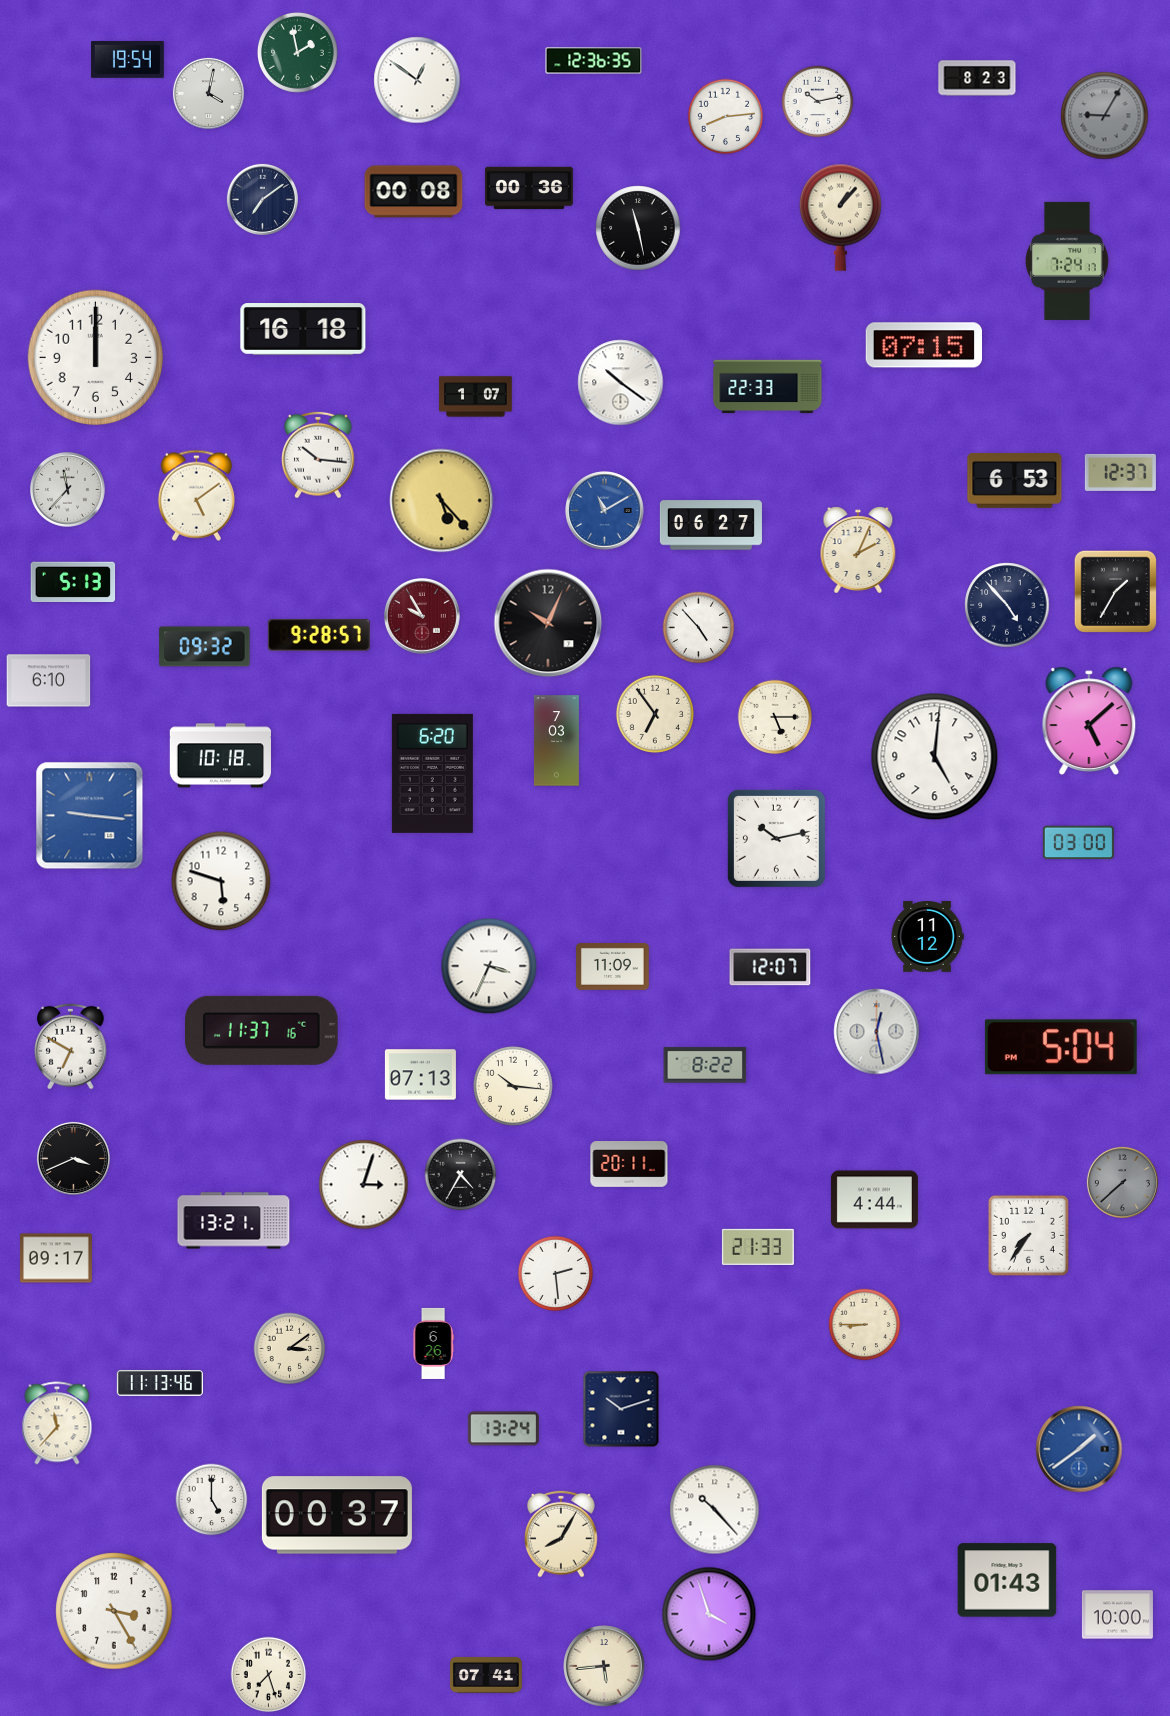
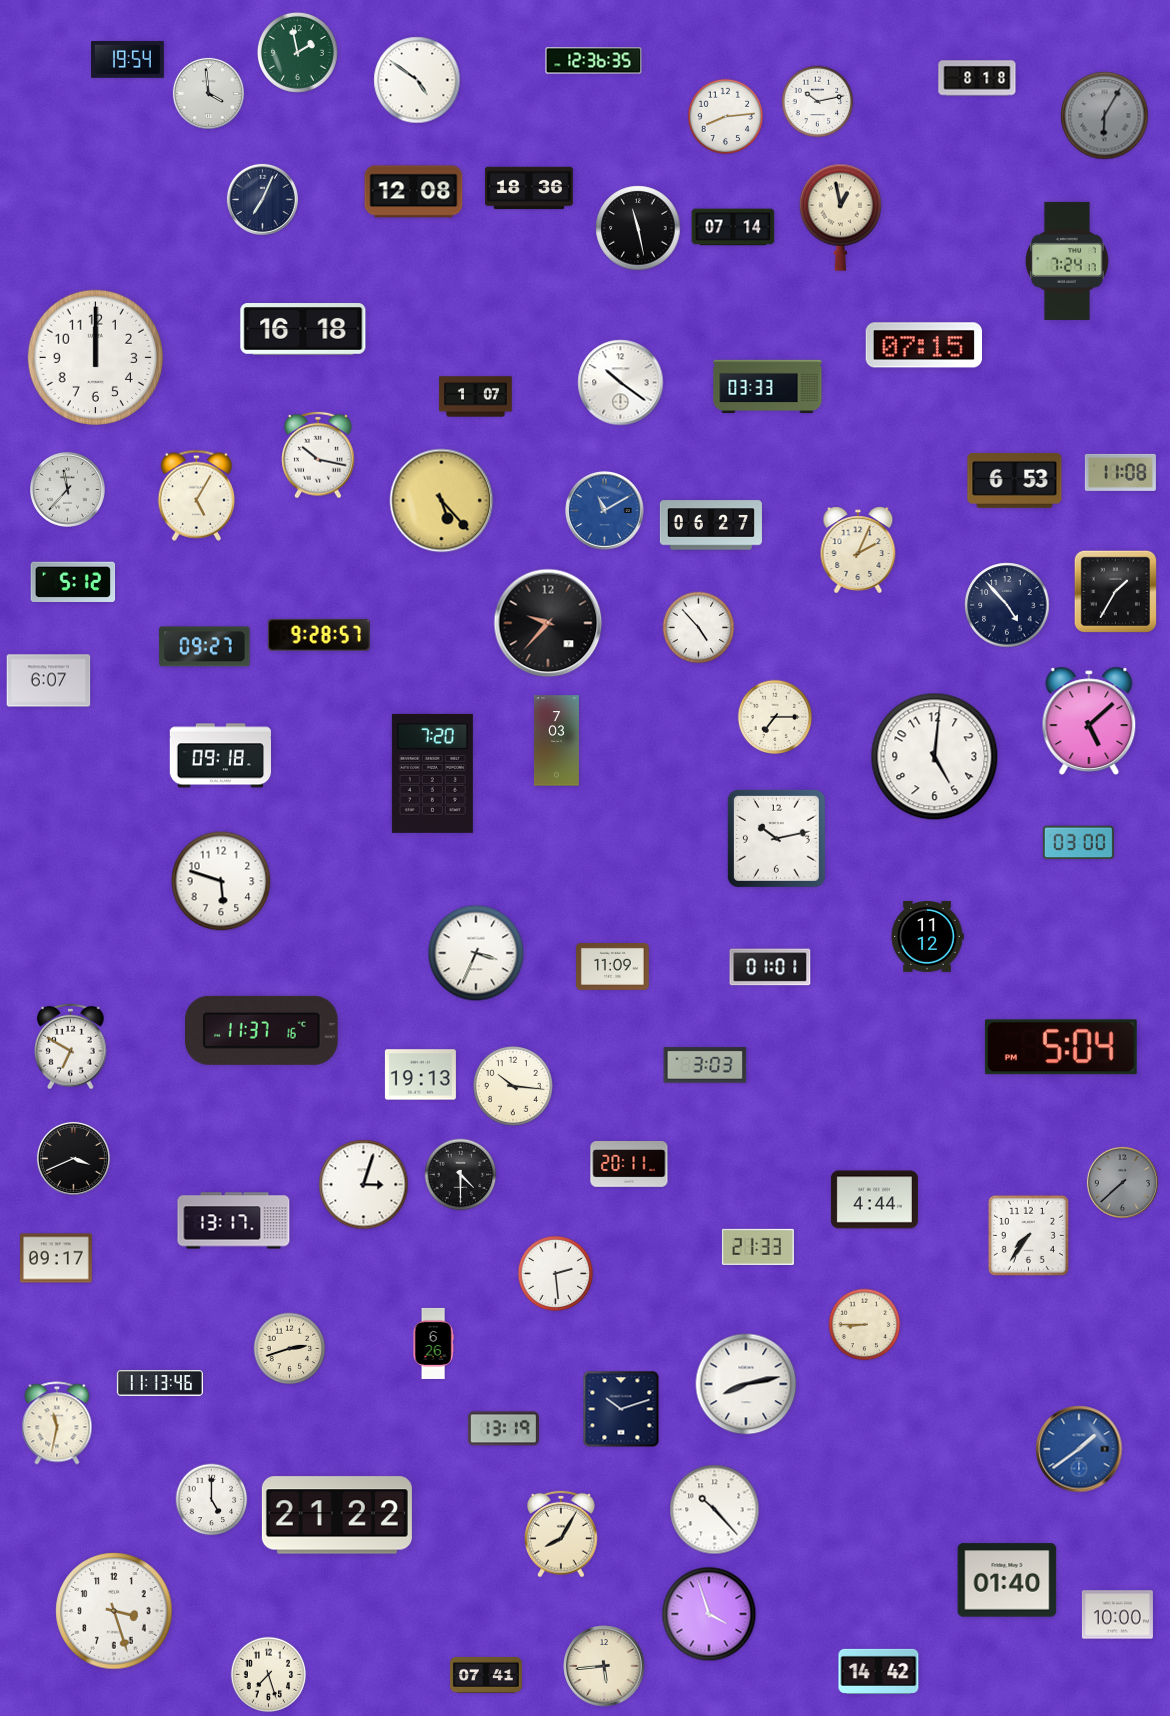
clock at (977, 78): 8:23 -> 8:18
clock at (417, 80): 12:51 -> 4:51
clock at (208, 93): 4:02 -> 3:59
clock at (1105, 116): 9:05 -> 6:05
clock at (530, 188): 00:36 -> 18:36
clock at (414, 192): 00:08 -> 12:08
clock at (262, 199): 7:09 -> 7:04
clock at (840, 217): 1:07 -> 12:58
clock at (733, 227): none -> 07:14
clock at (768, 387): 22:33 -> 03:33
clock at (319, 455): 10:16 -> 10:17
clock at (1120, 472): 12:37 -> 11:08
clock at (196, 495): 5:09 -> 5:05
clock at (73, 582): 5:13 -> 5:12
clock at (423, 617): 9:55 -> none
clock at (548, 623): 10:04 -> 9:37
clock at (205, 647): 09:32 -> 09:27
clock at (49, 681): 6:10 -> 6:07
clock at (655, 714): 6:54 -> none
clock at (775, 717): 5:15 -> 7:15
clock at (220, 756): 10:18 -> 09:18
clock at (432, 773): 6:20 -> 7:20
clock at (90, 816): 9:16 -> none
clock at (489, 966) position: (489, 966) -> (476, 953)
clock at (770, 967): 12:07 -> 01:01
clock at (877, 1032): 12:28 -> none
clock at (705, 1065): 8:22 -> 3:03
clock at (420, 1075): 07:13 -> 19:13
clock at (461, 1175): 4:35 -> 4:30
clock at (234, 1221): 13:21 -> 13:17
clock at (290, 1349): 3:09 -> 2:42
clock at (746, 1384): none -> 8:13
clock at (57, 1423): 11:37 -> 11:32
clock at (503, 1429): 13:24 -> 13:19
clock at (337, 1515): 00:37 -> 21:22
clock at (1007, 1580): 01:43 -> 01:40
clock at (114, 1611): 3:25 -> 3:27
clock at (879, 1671): none -> 14:42
